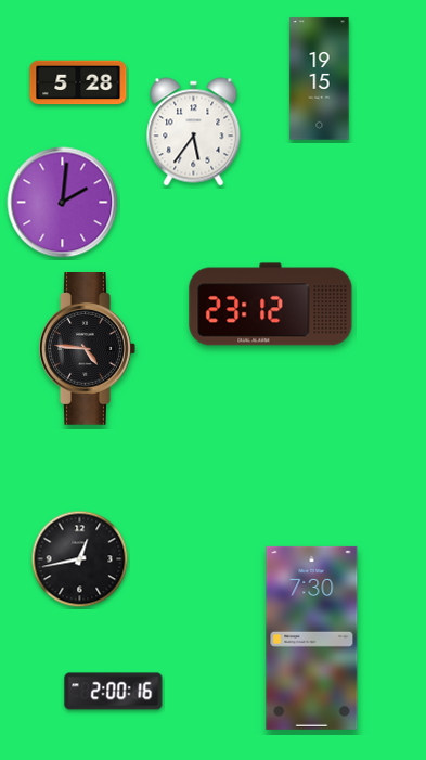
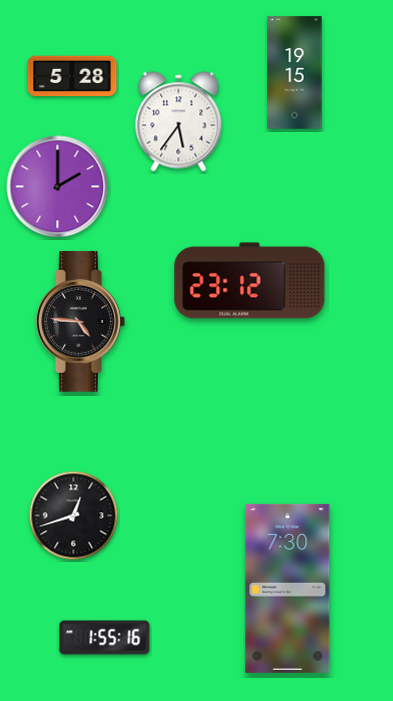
clock at (63, 203): 2:01 -> 2:00
clock at (80, 559): 12:43 -> 12:42
clock at (114, 692): 2:00 -> 1:55
